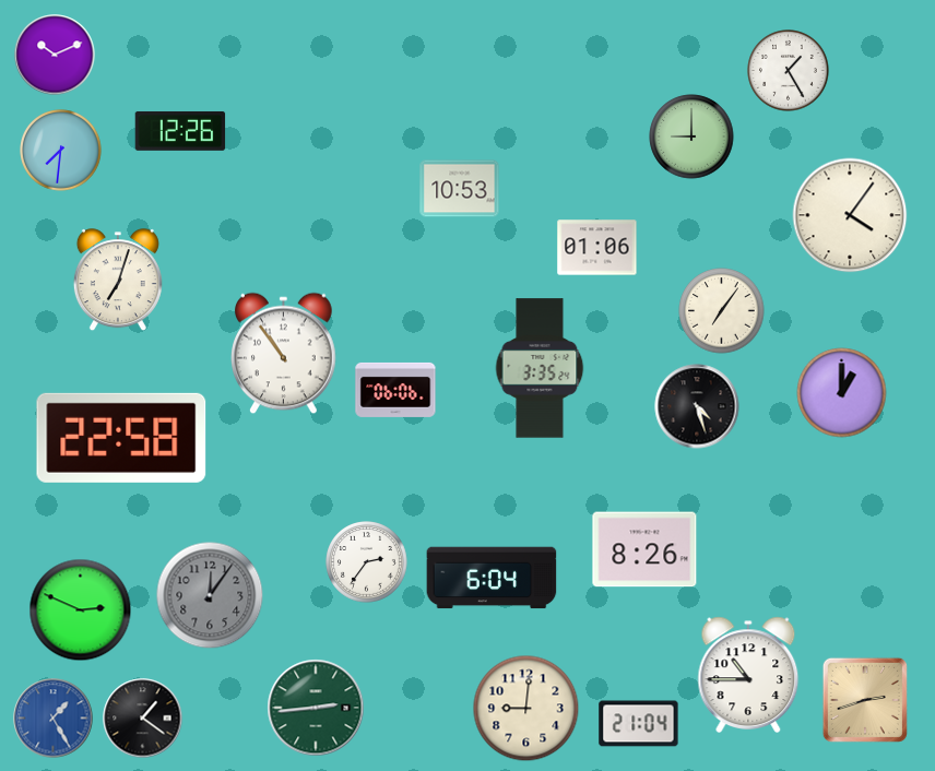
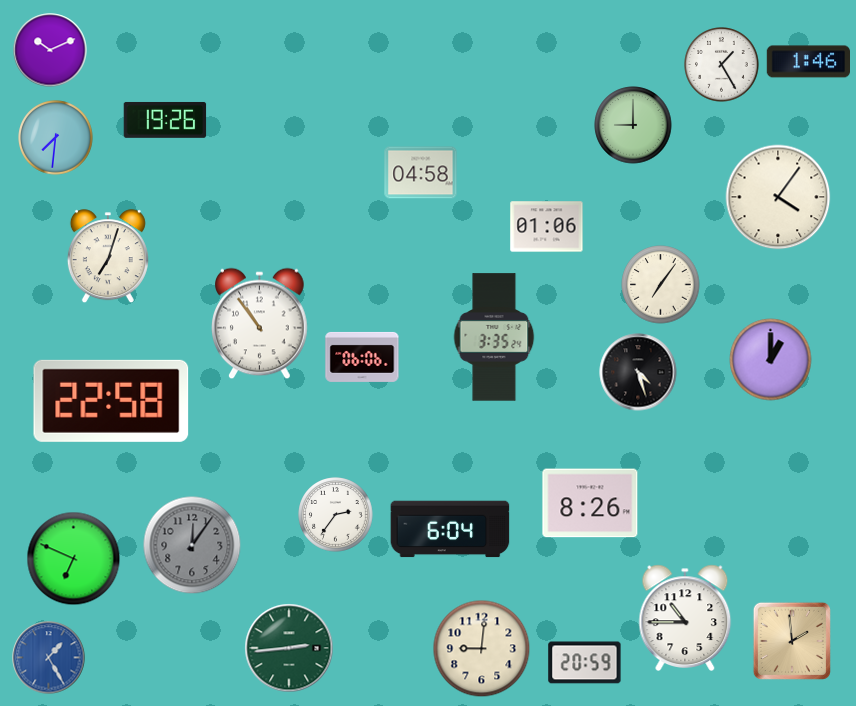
clock at (808, 62): none -> 1:46
clock at (180, 131): 12:26 -> 19:26
clock at (460, 189): 10:53 -> 04:58
clock at (81, 610): 2:49 -> 6:49
clock at (865, 700): 2:42 -> 1:59
clock at (143, 719): 1:21 -> none
clock at (639, 724): 21:04 -> 20:59
